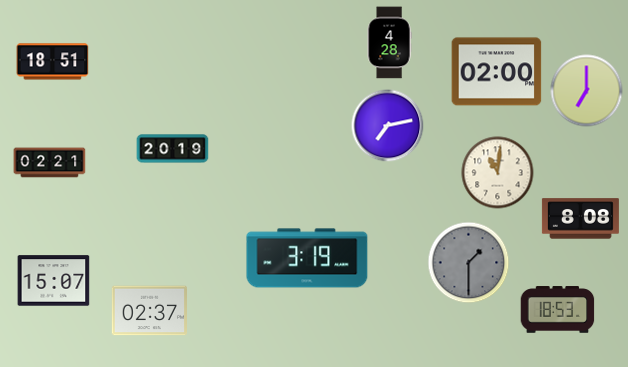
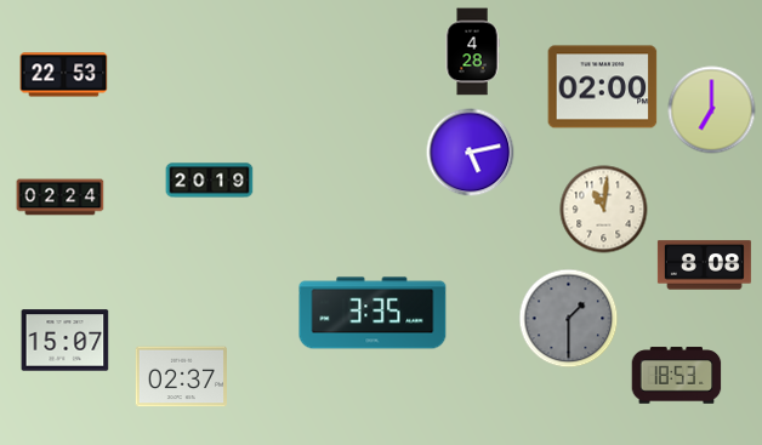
clock at (53, 62): 18:51 -> 22:53
clock at (388, 126): 7:13 -> 5:13
clock at (50, 163): 02:21 -> 02:24
clock at (307, 258): 3:19 -> 3:35
